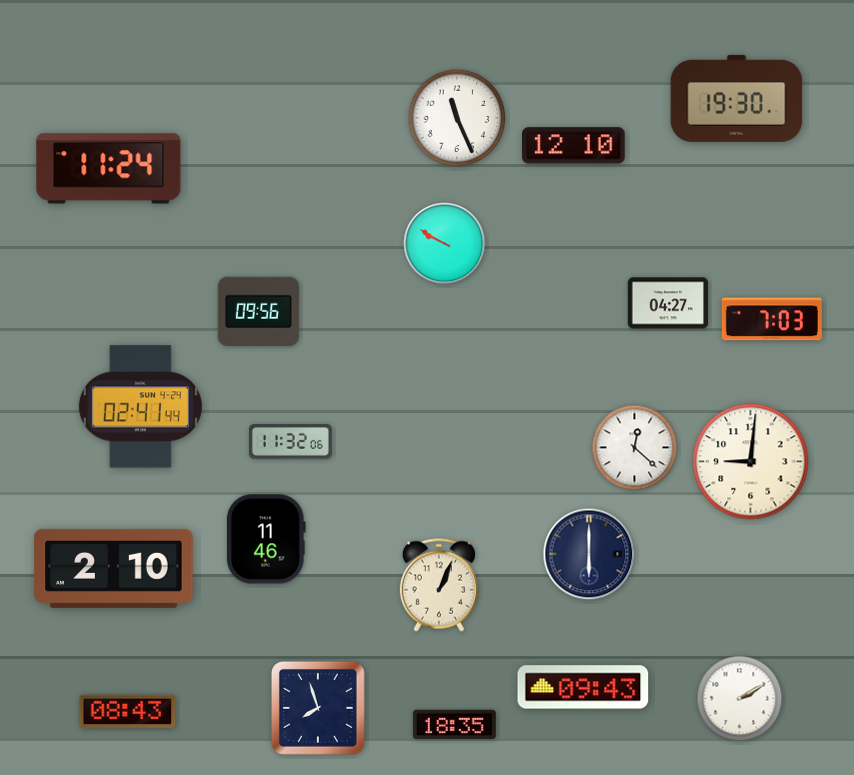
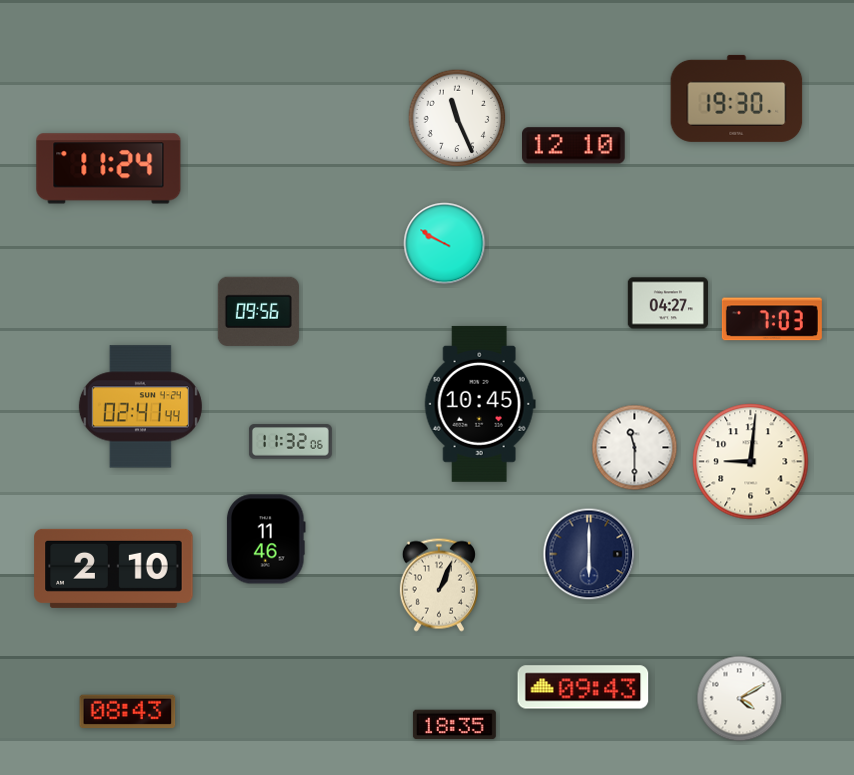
clock at (480, 404): none -> 10:45
clock at (635, 448): 12:22 -> 11:30
clock at (740, 699): 2:10 -> 4:10
clock at (318, 708): 7:57 -> none
